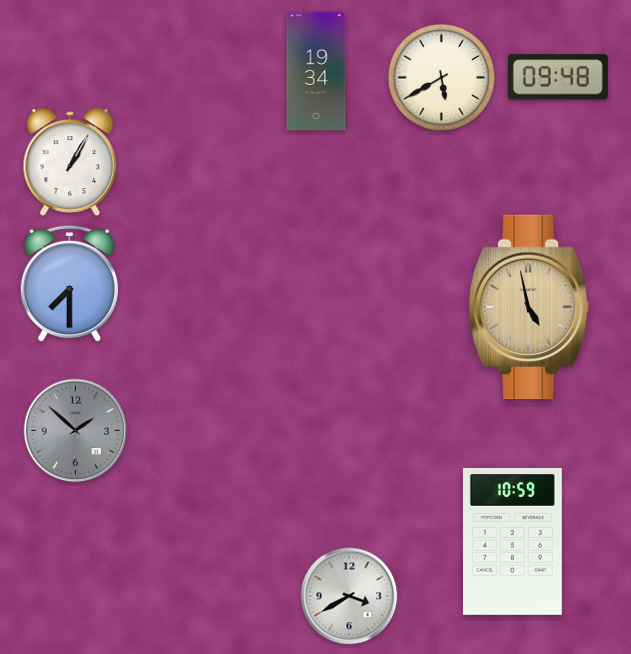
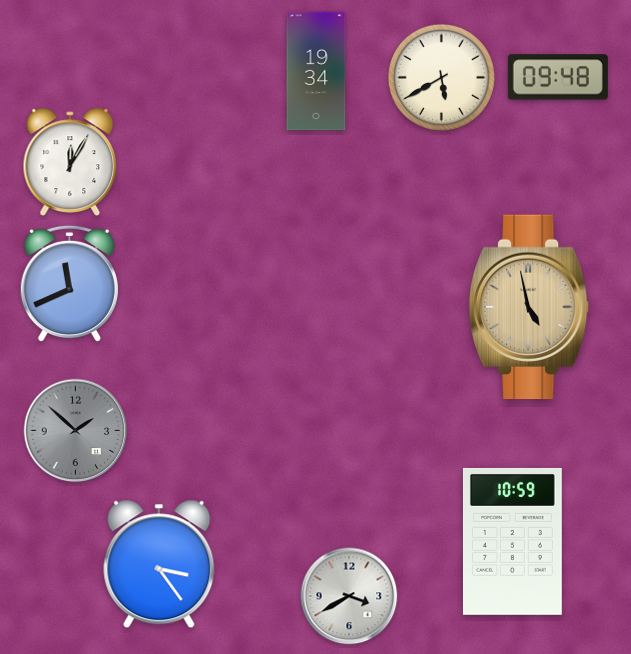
clock at (70, 162): 1:05 -> 12:05
clock at (69, 284): 7:30 -> 11:41
clock at (159, 564): none -> 3:24
